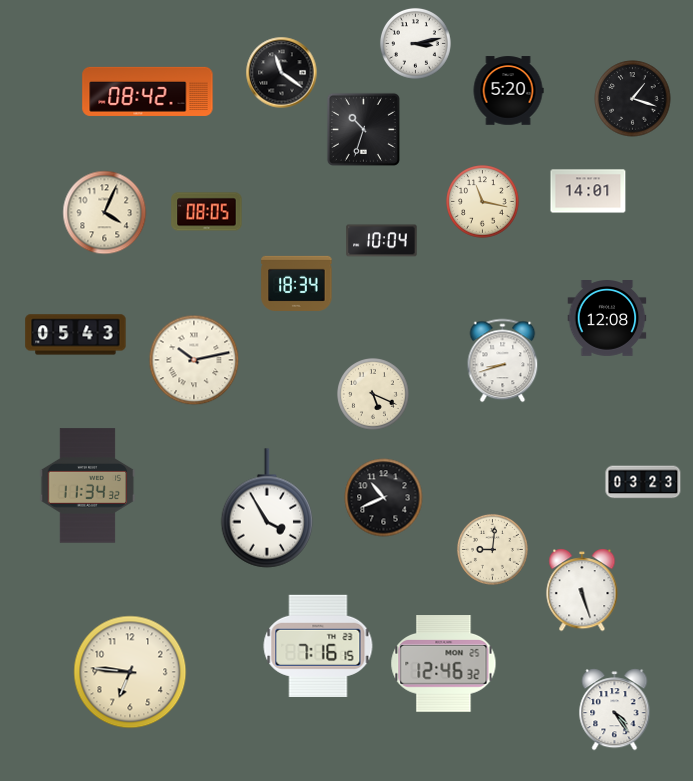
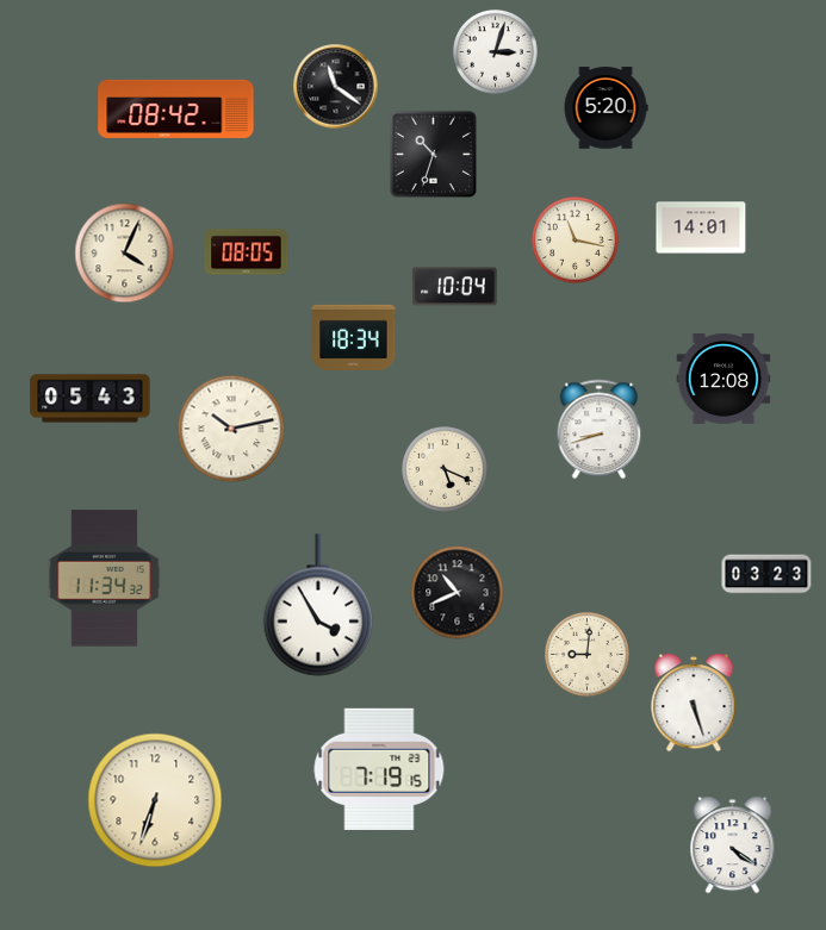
clock at (415, 43): 3:13 -> 3:03
clock at (633, 99): 1:18 -> none
clock at (318, 646): 7:16 -> 7:19
clock at (444, 664): 12:46 -> none
clock at (130, 672): 6:46 -> 6:33
clock at (615, 710): 4:24 -> 4:21
